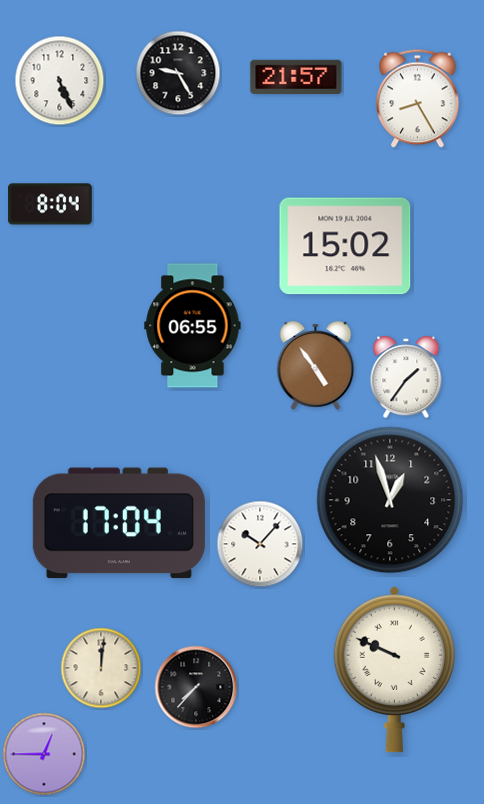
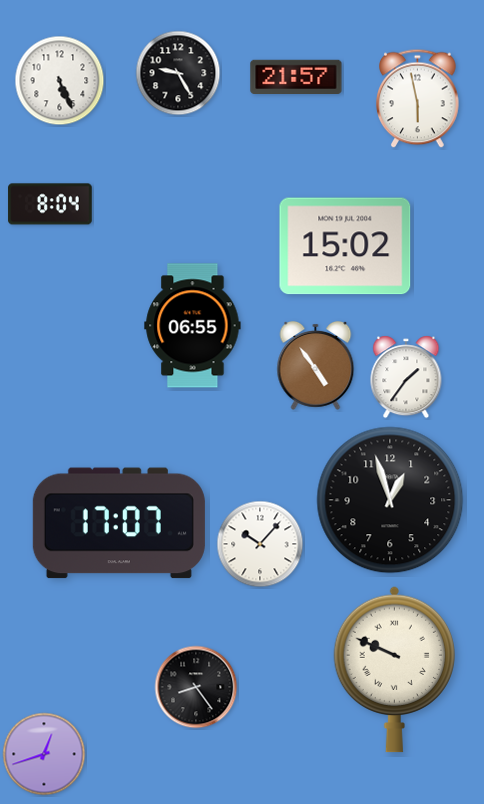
clock at (418, 99): 8:25 -> 5:58
clock at (119, 523): 17:04 -> 17:07
clock at (101, 668): 12:01 -> none
clock at (196, 687): 7:37 -> 8:24
clock at (44, 754): 12:45 -> 12:42
